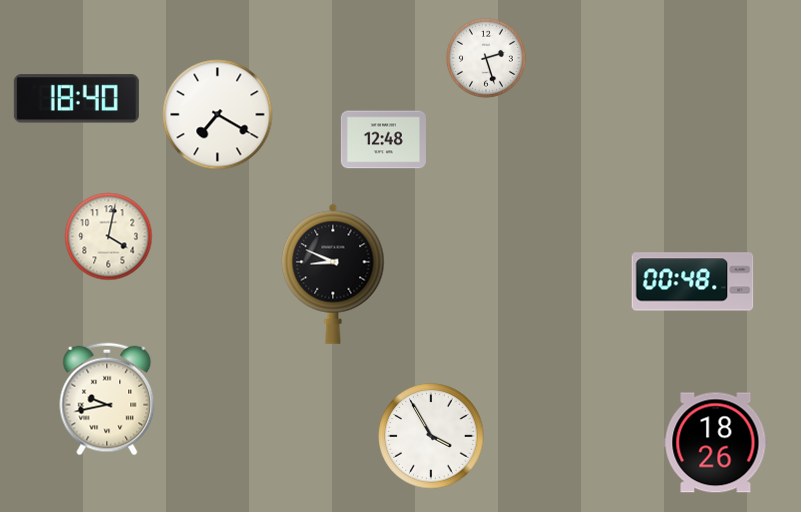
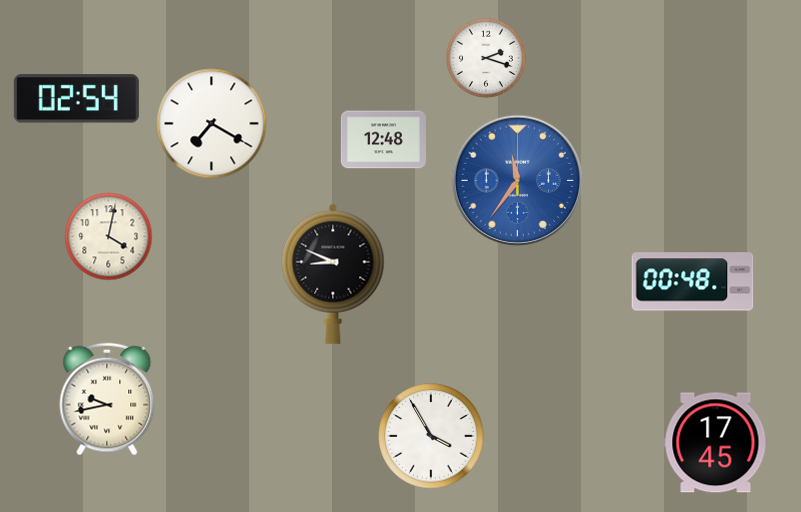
clock at (486, 58): 2:27 -> 2:18
clock at (76, 99): 18:40 -> 02:54
clock at (218, 115) position: (218, 115) -> (212, 124)
clock at (517, 180): none -> 11:36
clock at (716, 443): 18:26 -> 17:45
